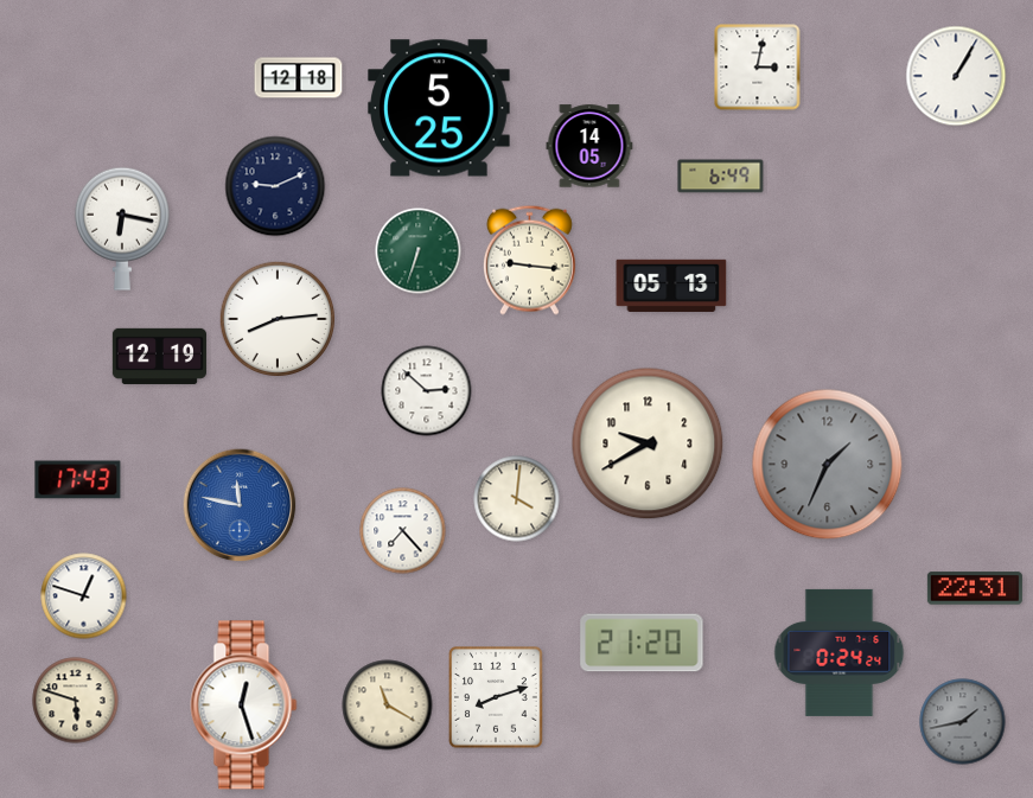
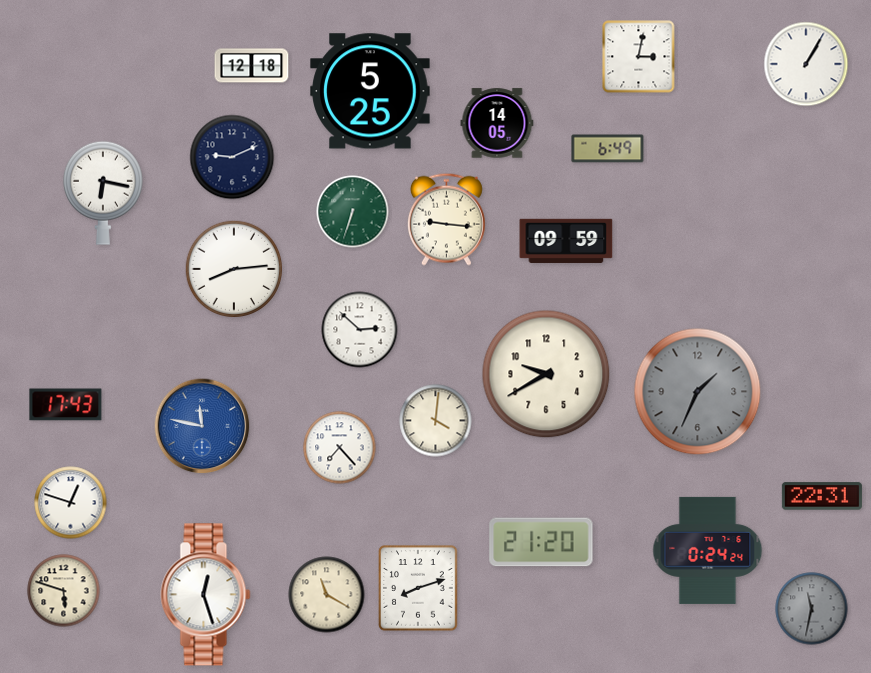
clock at (671, 286): 05:13 -> 09:59
clock at (159, 356): 12:19 -> none
clock at (963, 722): 1:43 -> 11:32
